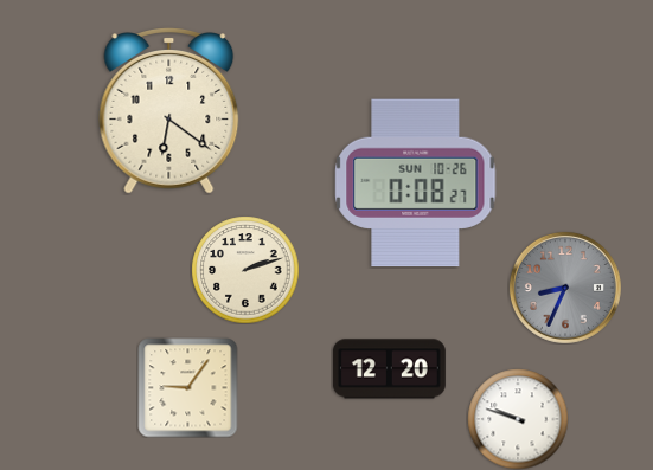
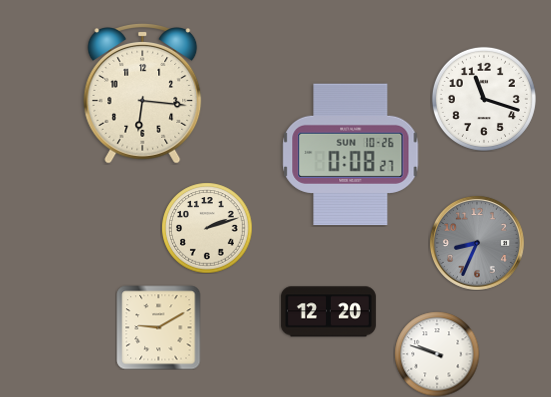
clock at (169, 111): 6:21 -> 6:16
clock at (484, 99): none -> 11:18
clock at (187, 387): 9:06 -> 9:10
